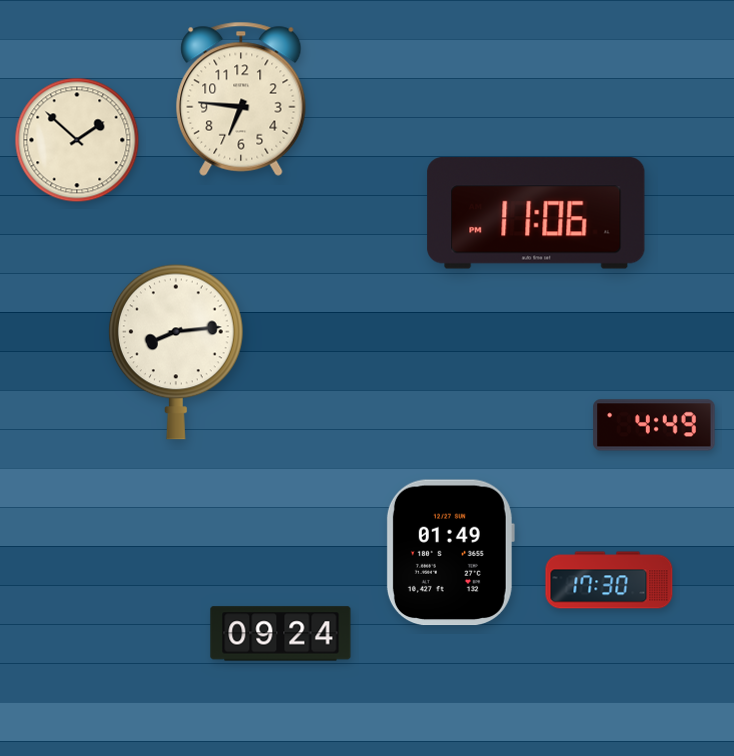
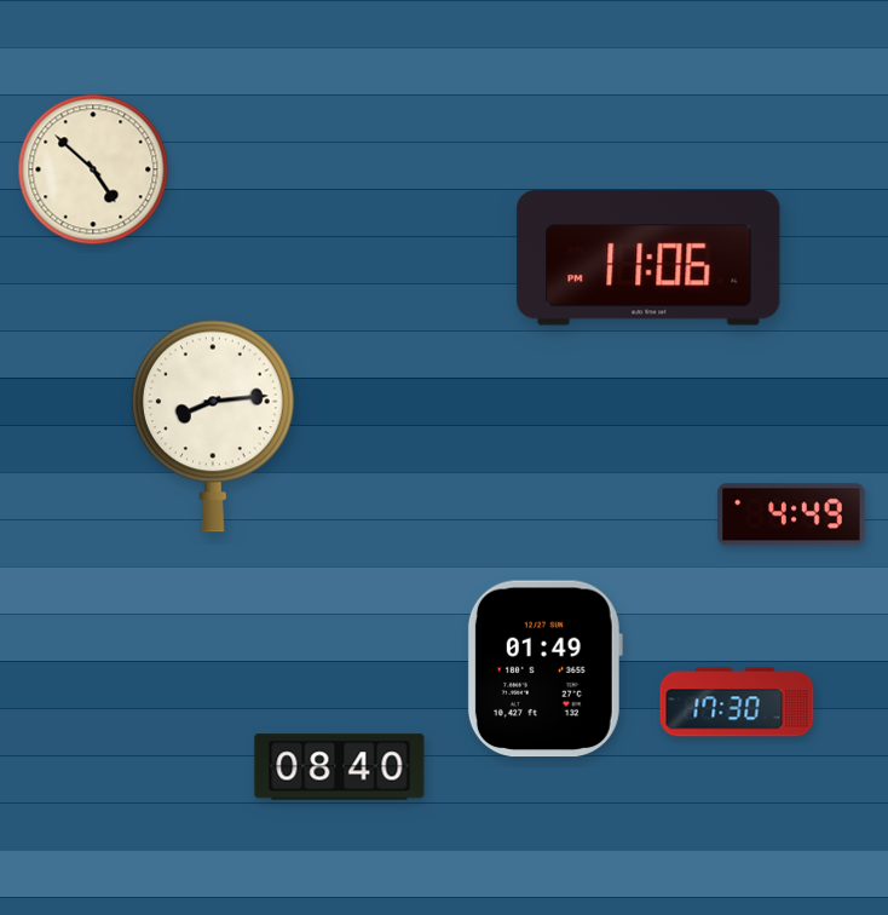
clock at (241, 99): 6:46 -> none
clock at (77, 140): 1:52 -> 4:52
clock at (281, 634): 09:24 -> 08:40
